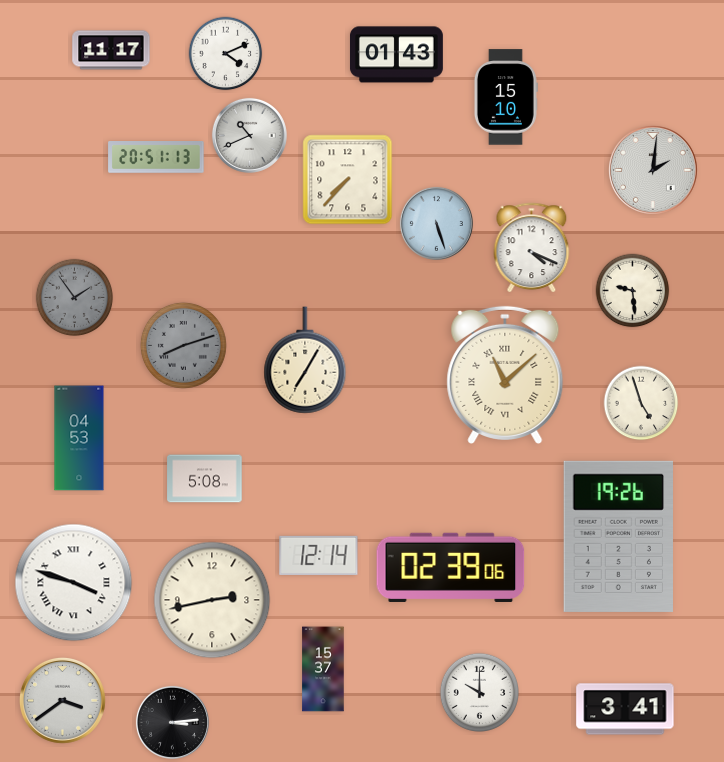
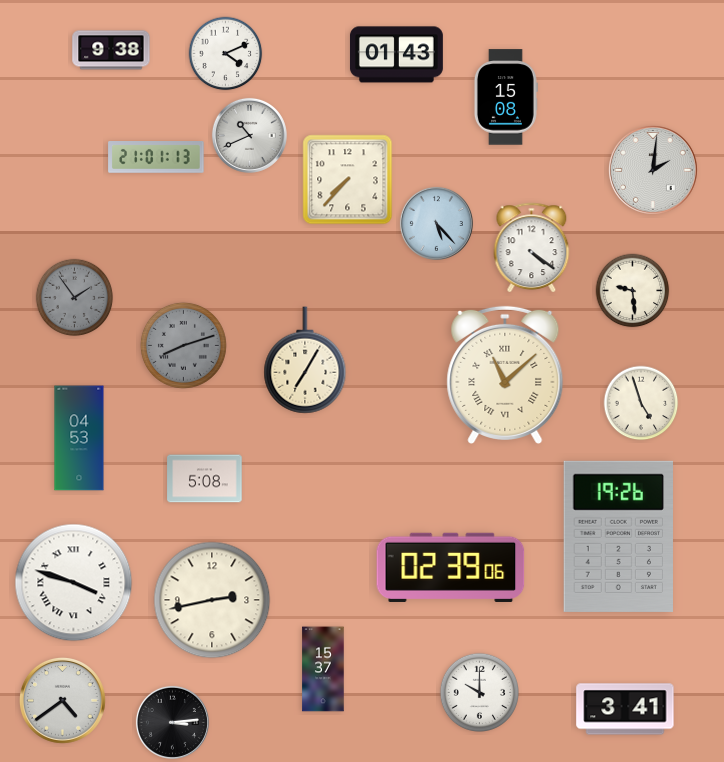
clock at (111, 50): 11:17 -> 9:38
clock at (505, 97): 15:10 -> 15:08
clock at (156, 158): 20:51 -> 21:01
clock at (436, 223): 5:27 -> 5:23
clock at (532, 248): 4:19 -> 4:21
clock at (319, 555): 12:14 -> none
clock at (62, 700): 3:39 -> 4:39
